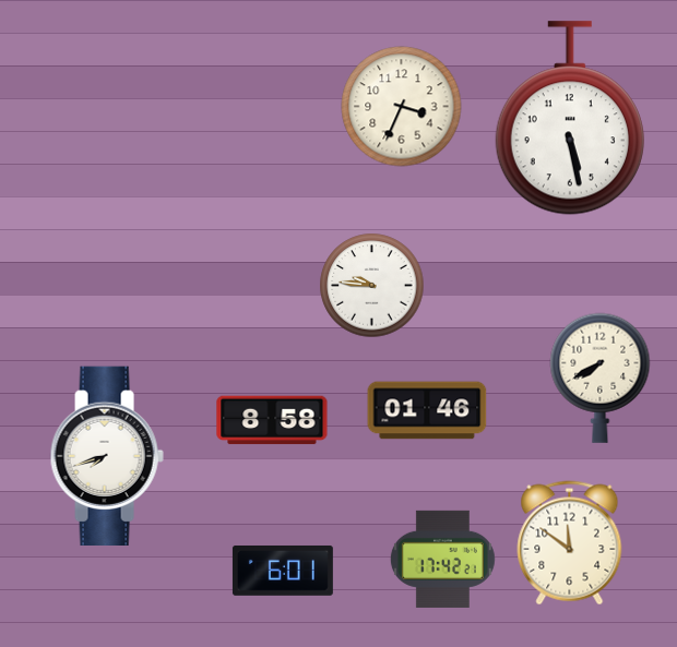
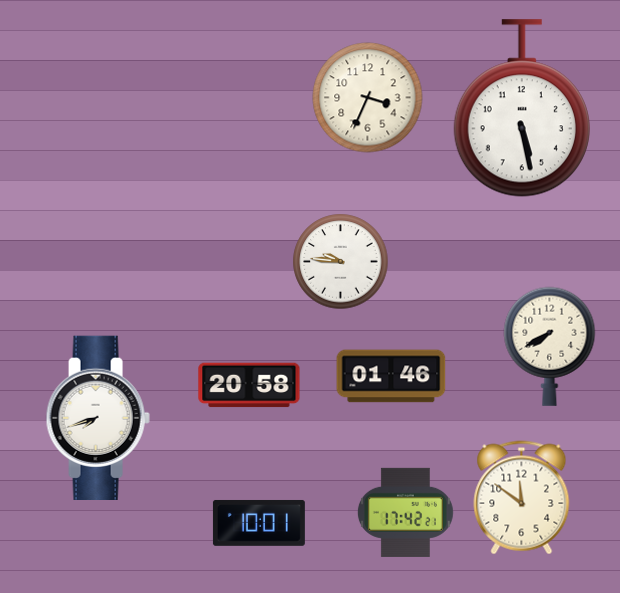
clock at (272, 420): 8:58 -> 20:58
clock at (283, 571): 6:01 -> 10:01
